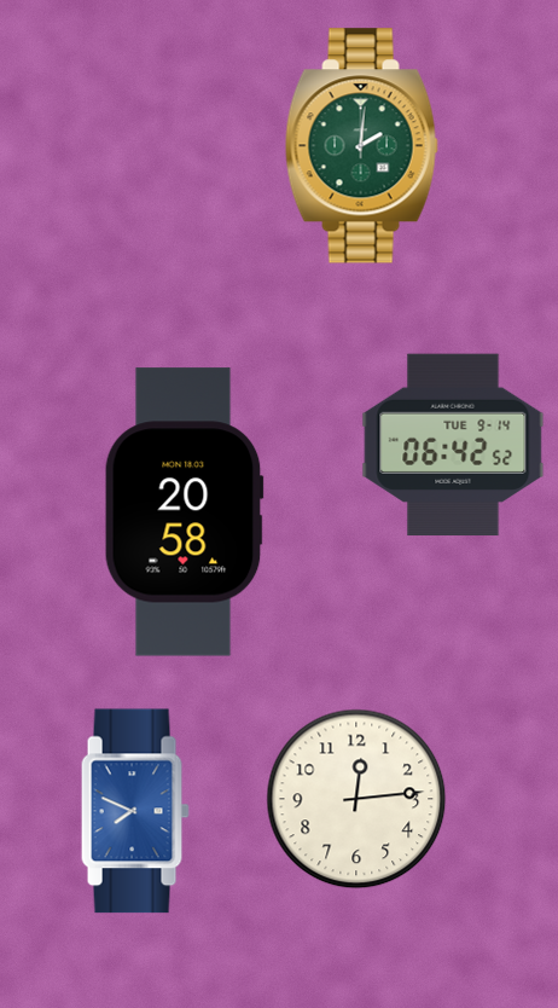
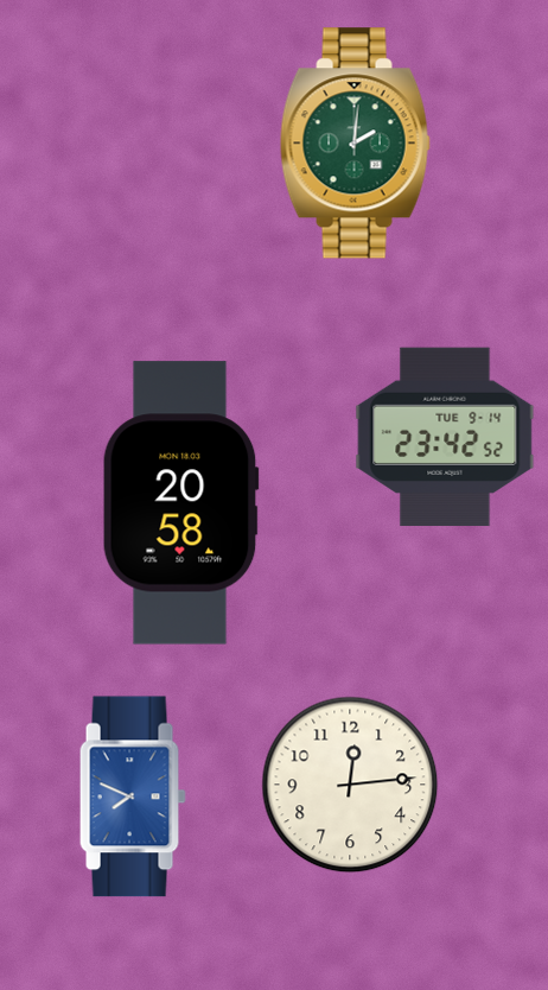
clock at (453, 445): 06:42 -> 23:42
